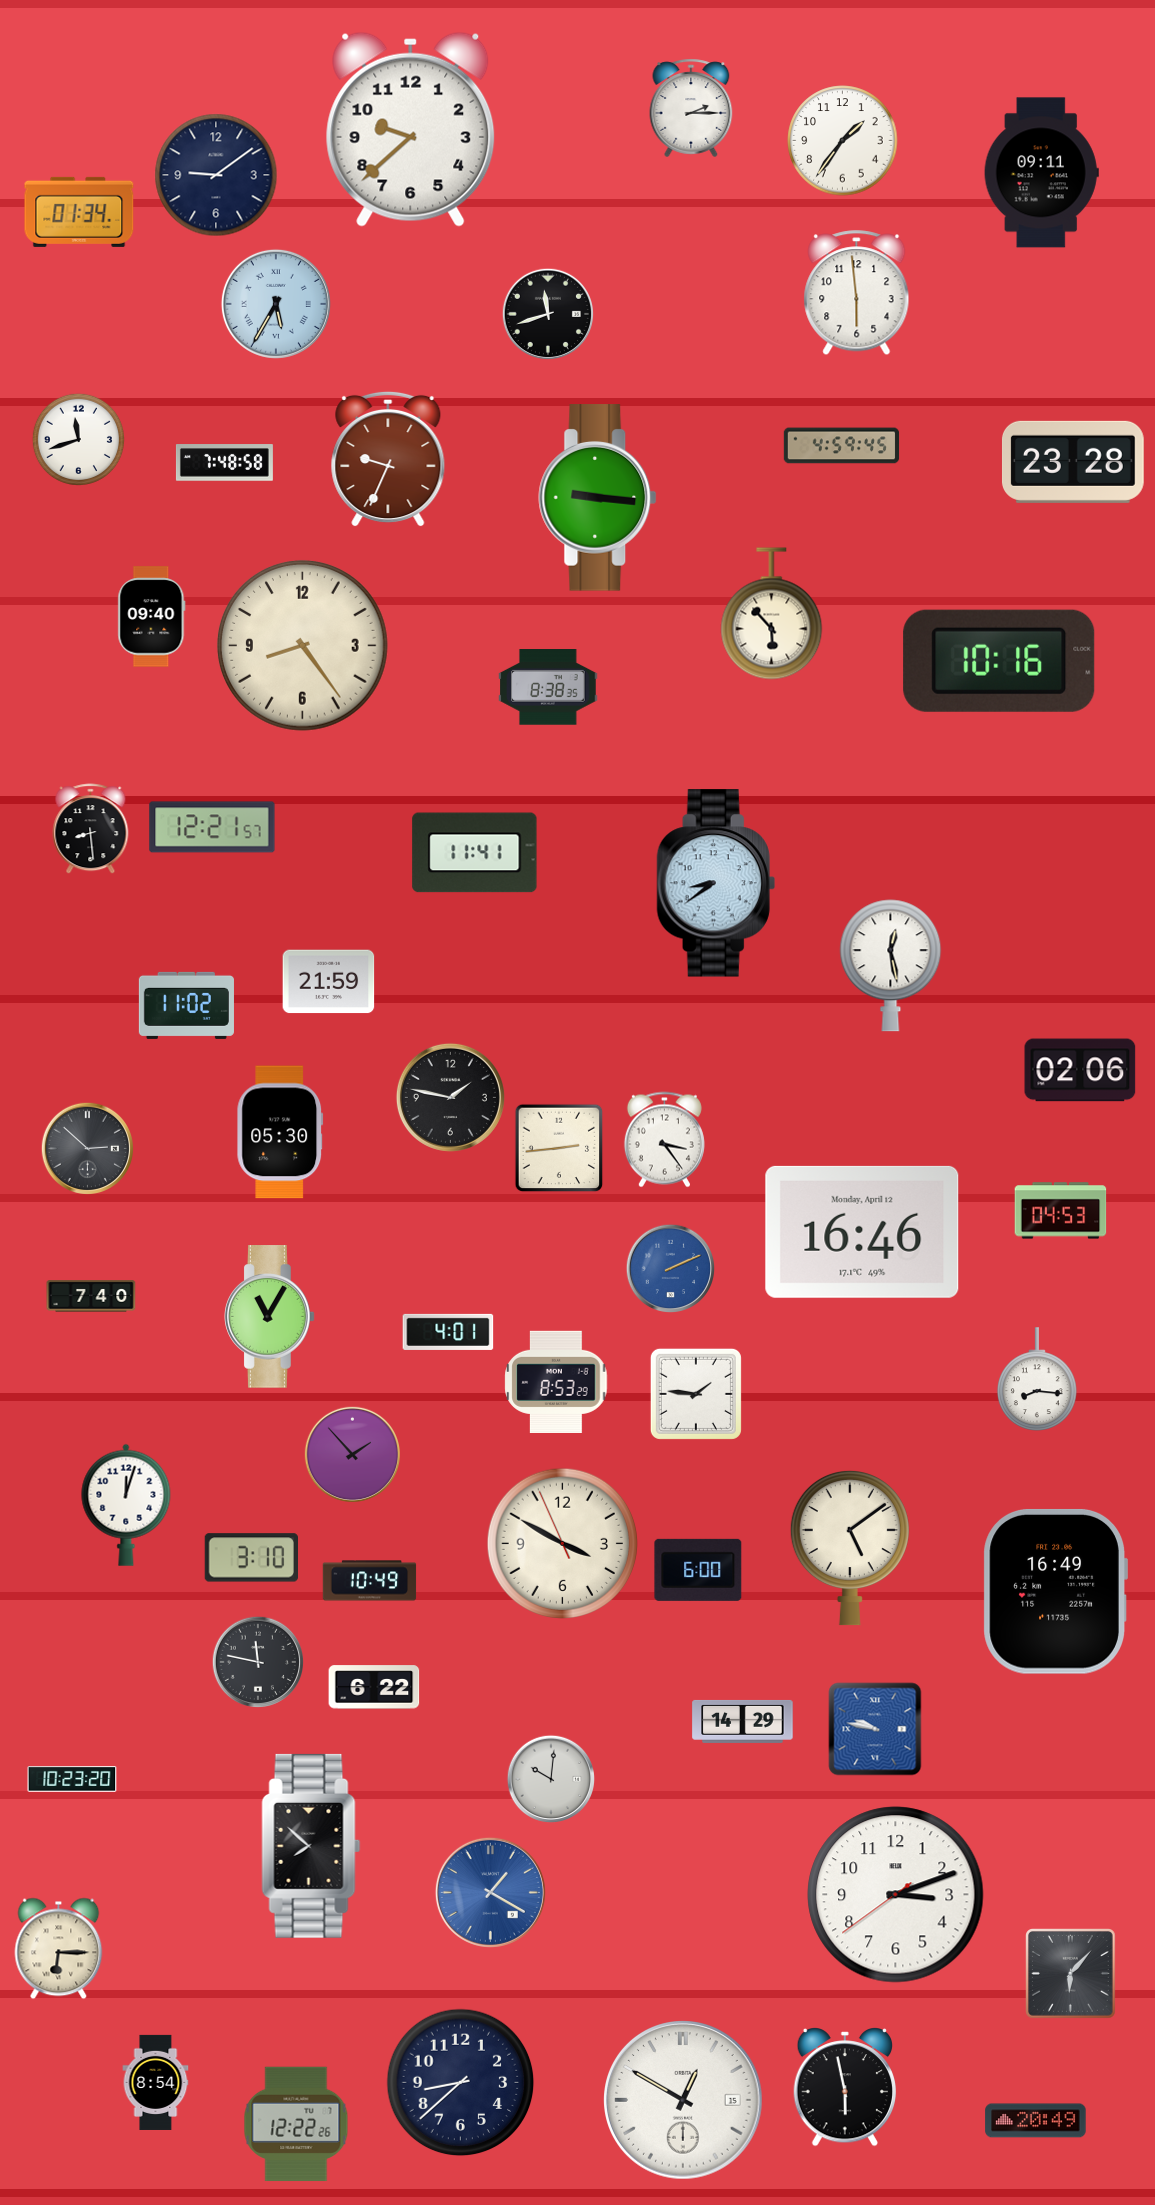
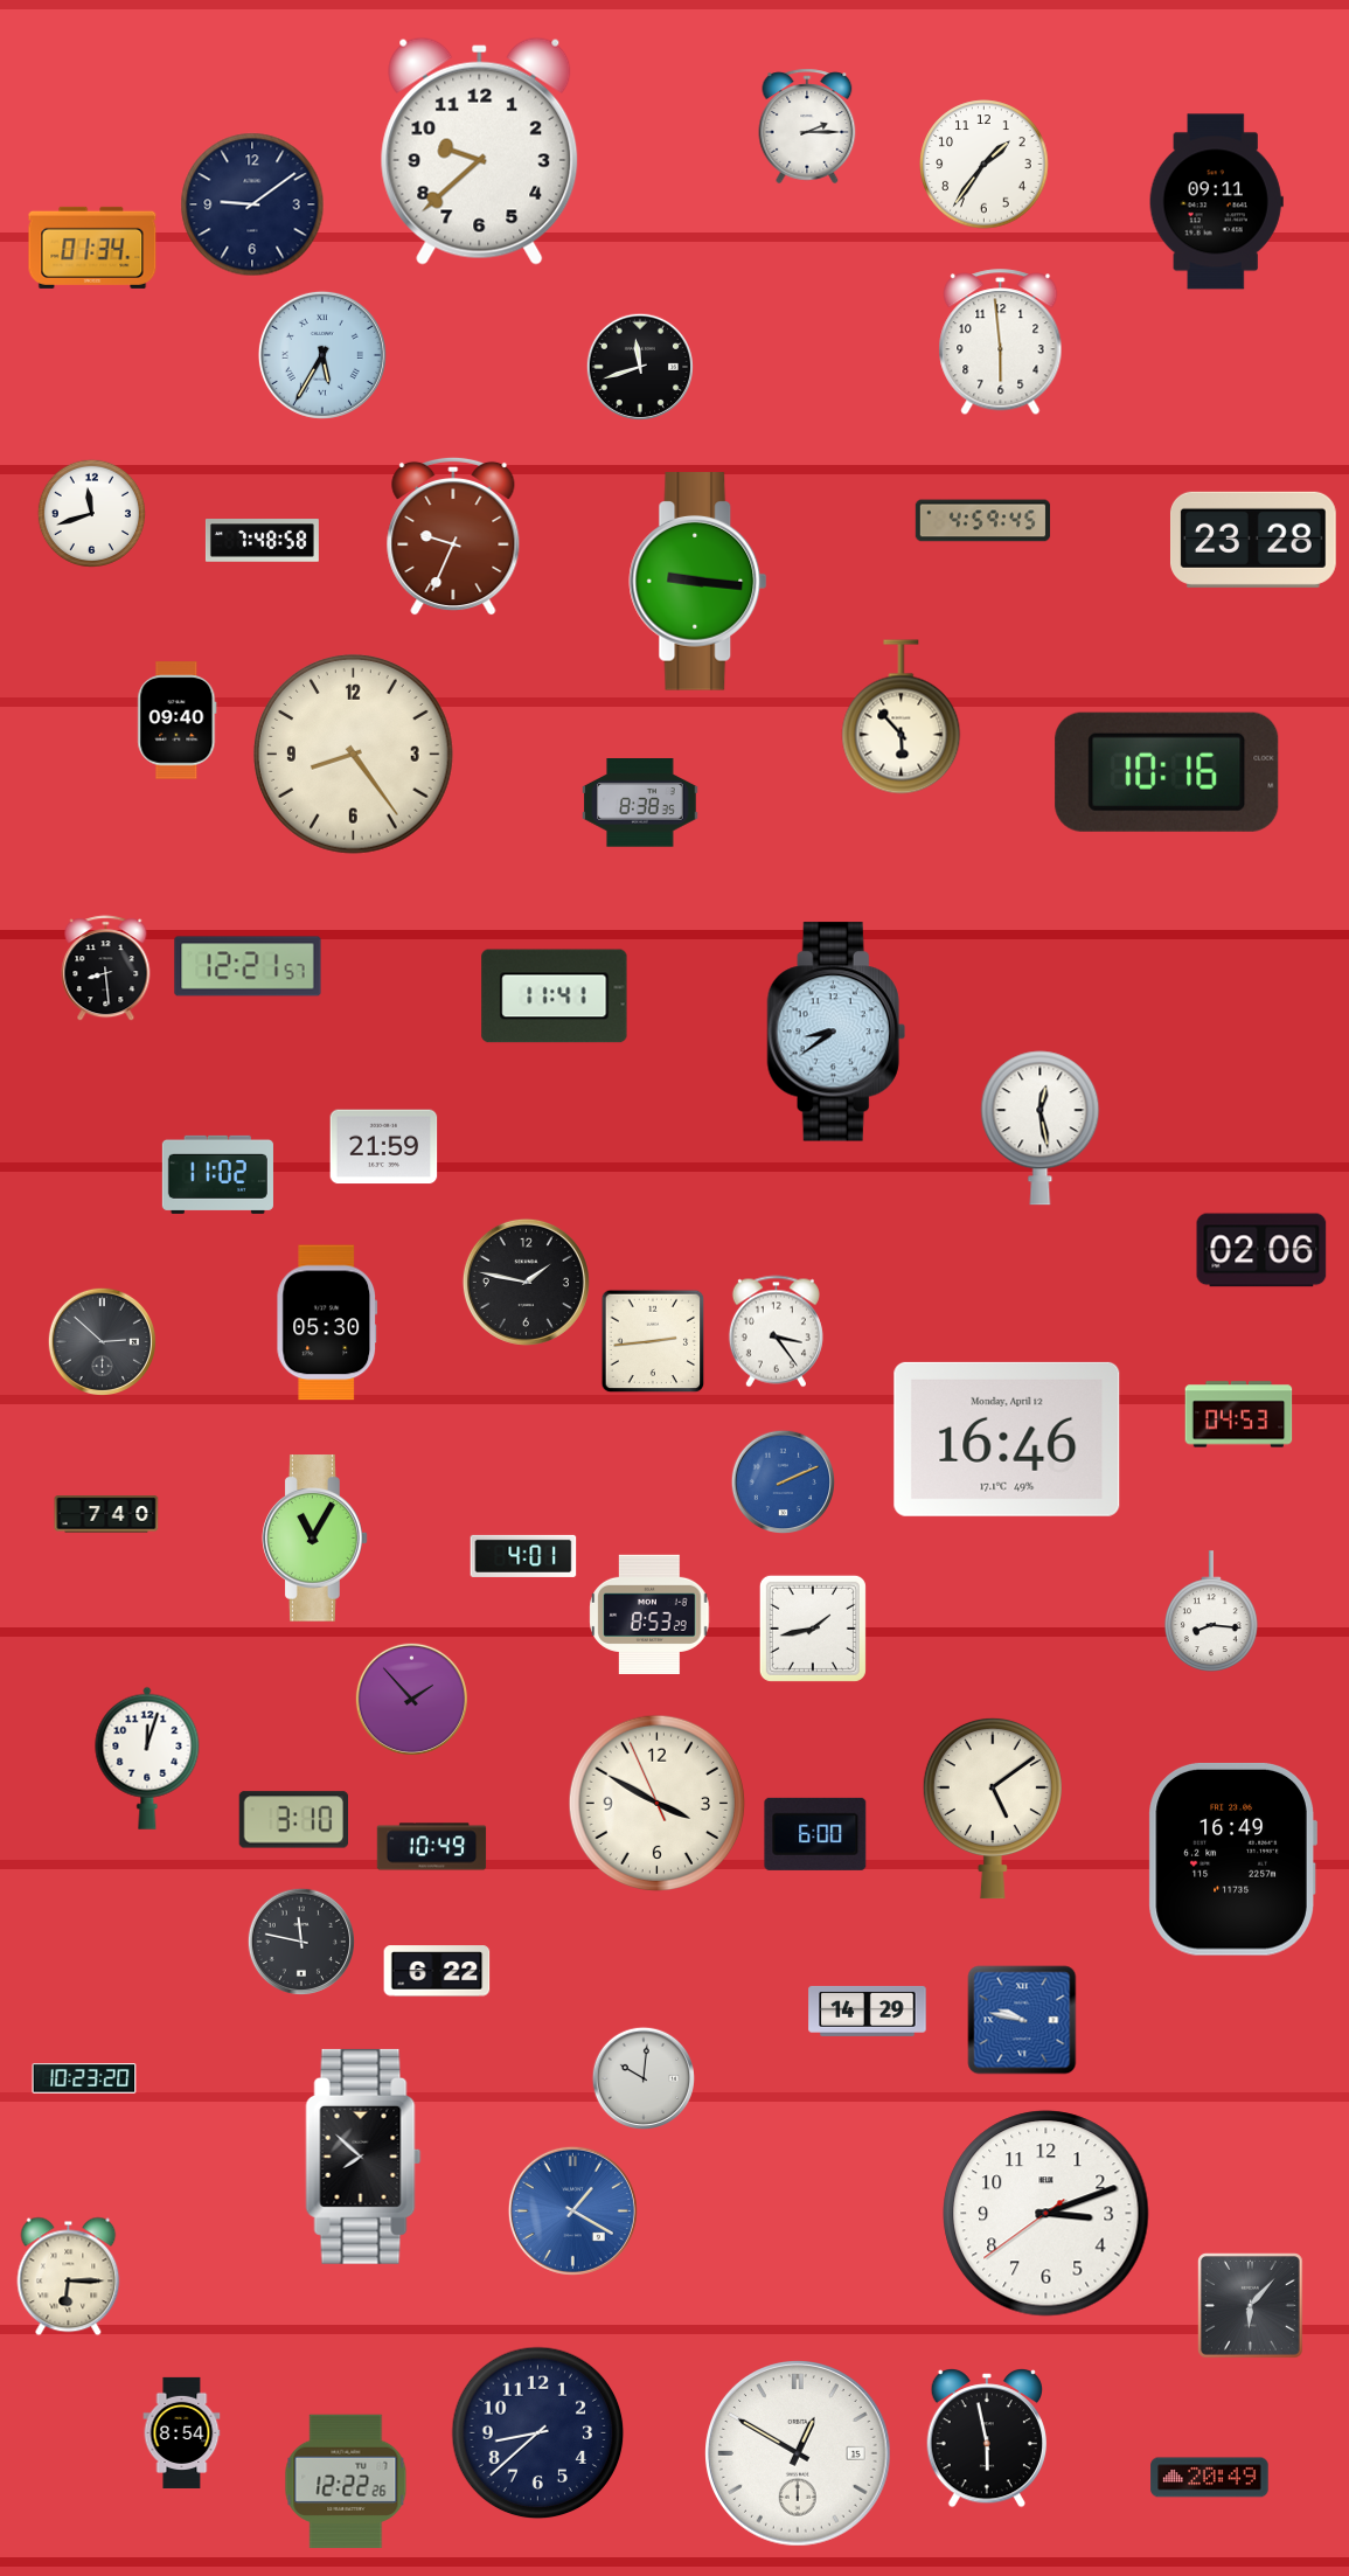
clock at (696, 1394): 1:46 -> 1:43
